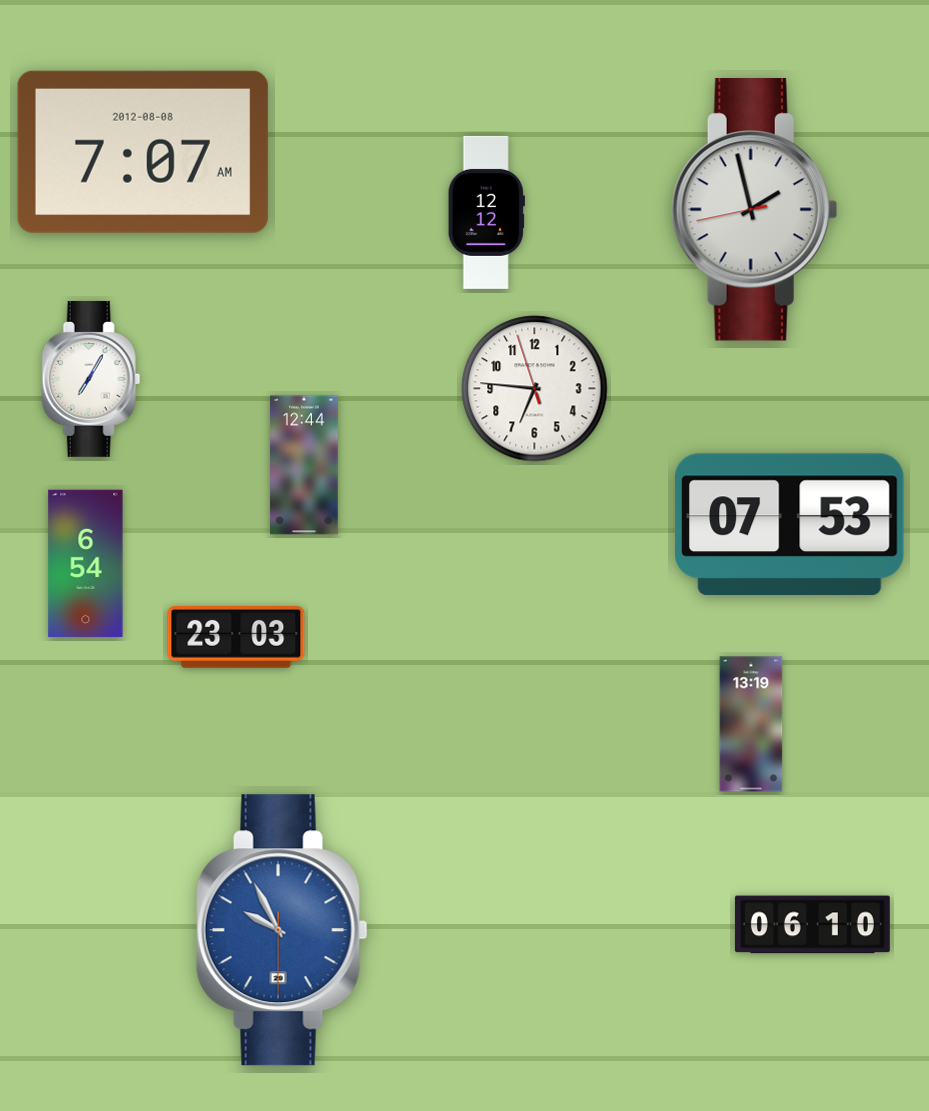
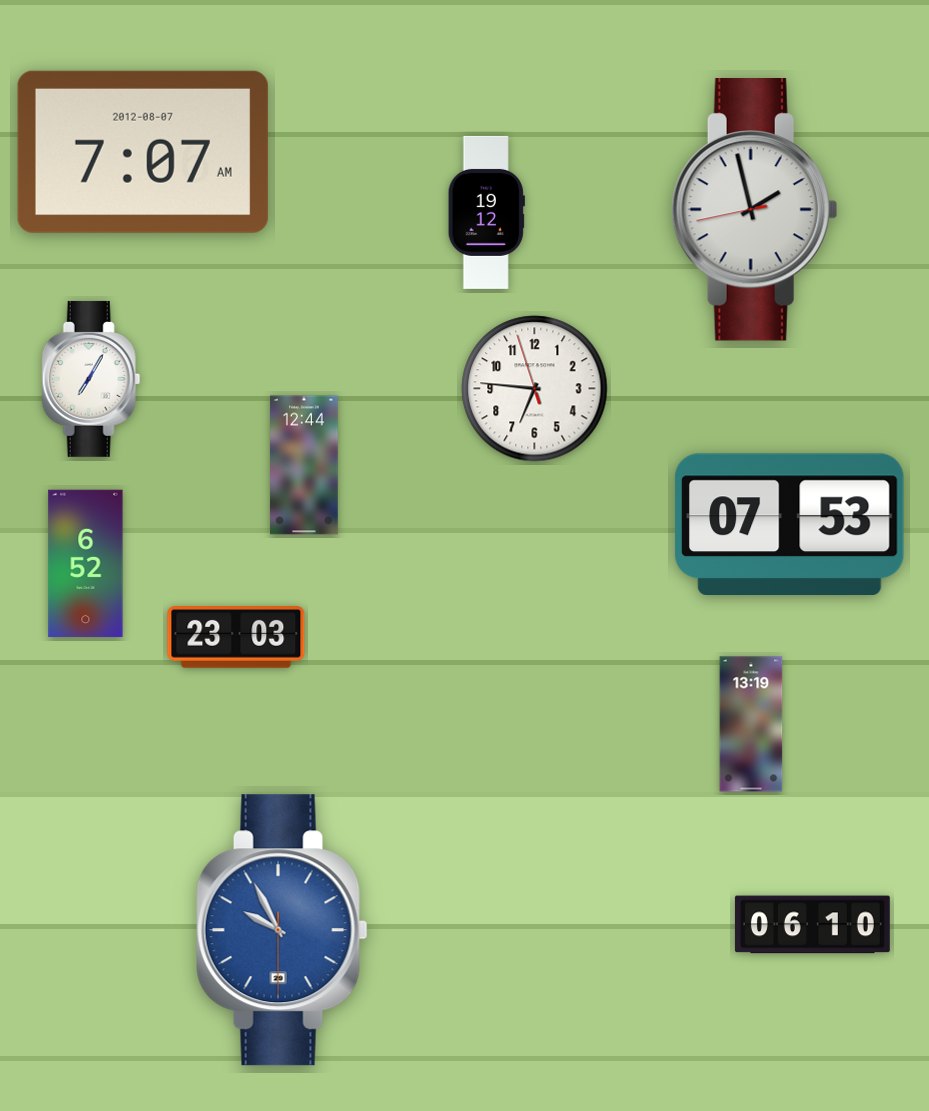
clock at (143, 152) date: 2012-08-08 -> 2012-08-07
clock at (486, 212): 12:12 -> 19:12
clock at (86, 564): 6:54 -> 6:52
